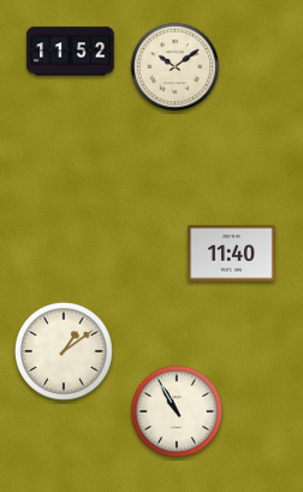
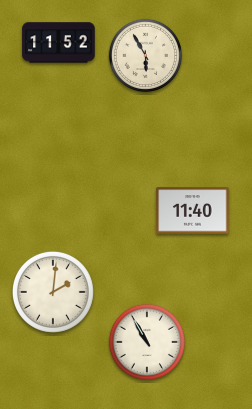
clock at (176, 67): 10:09 -> 5:55
clock at (64, 351): 1:09 -> 2:01
